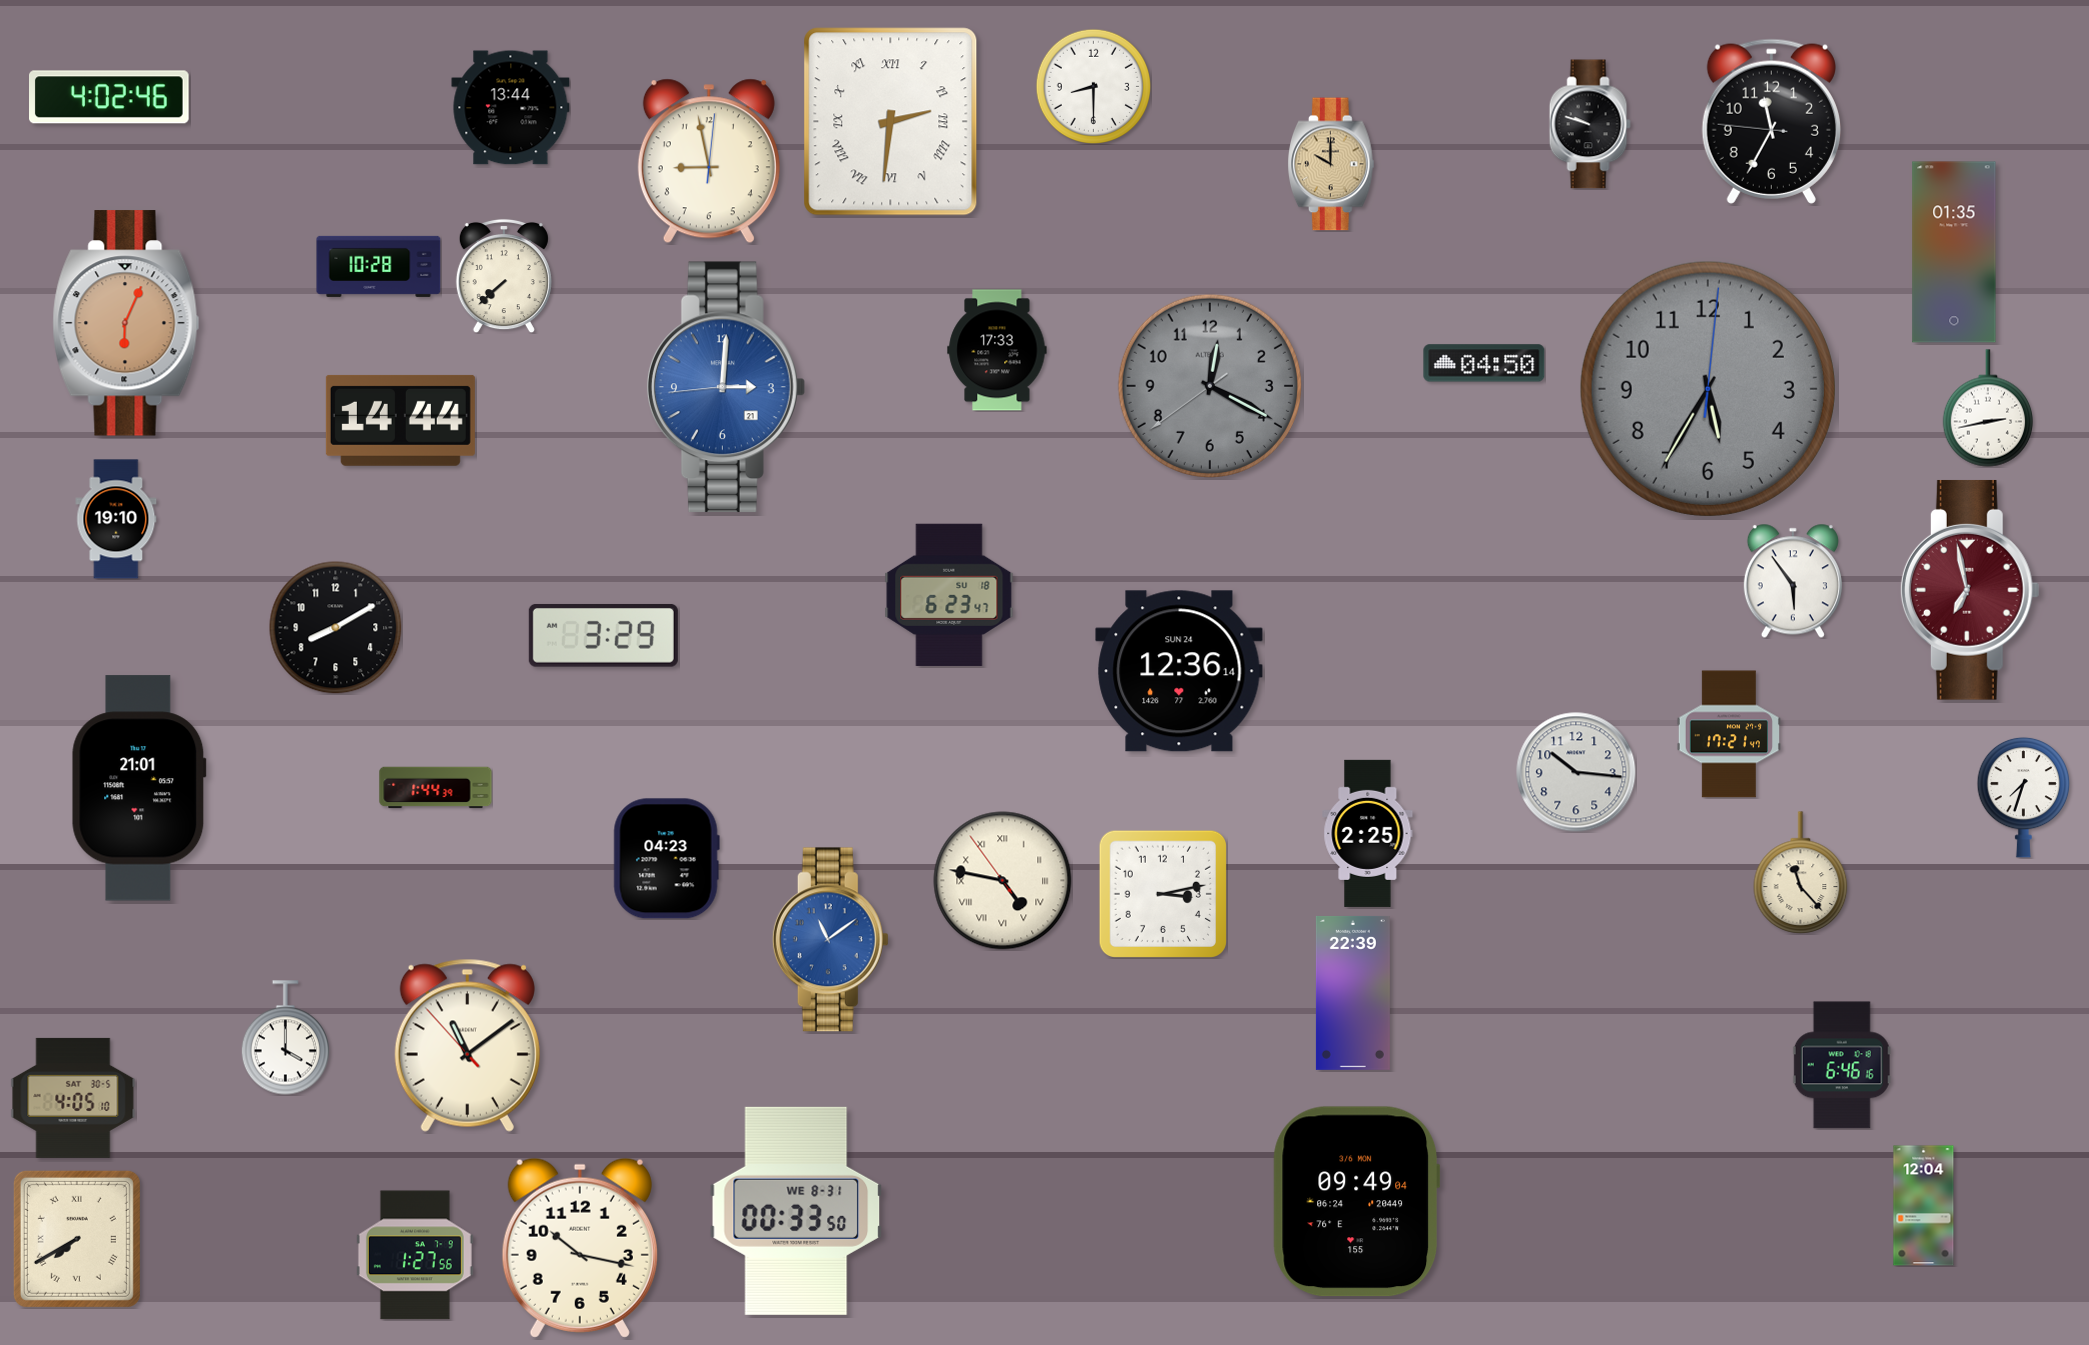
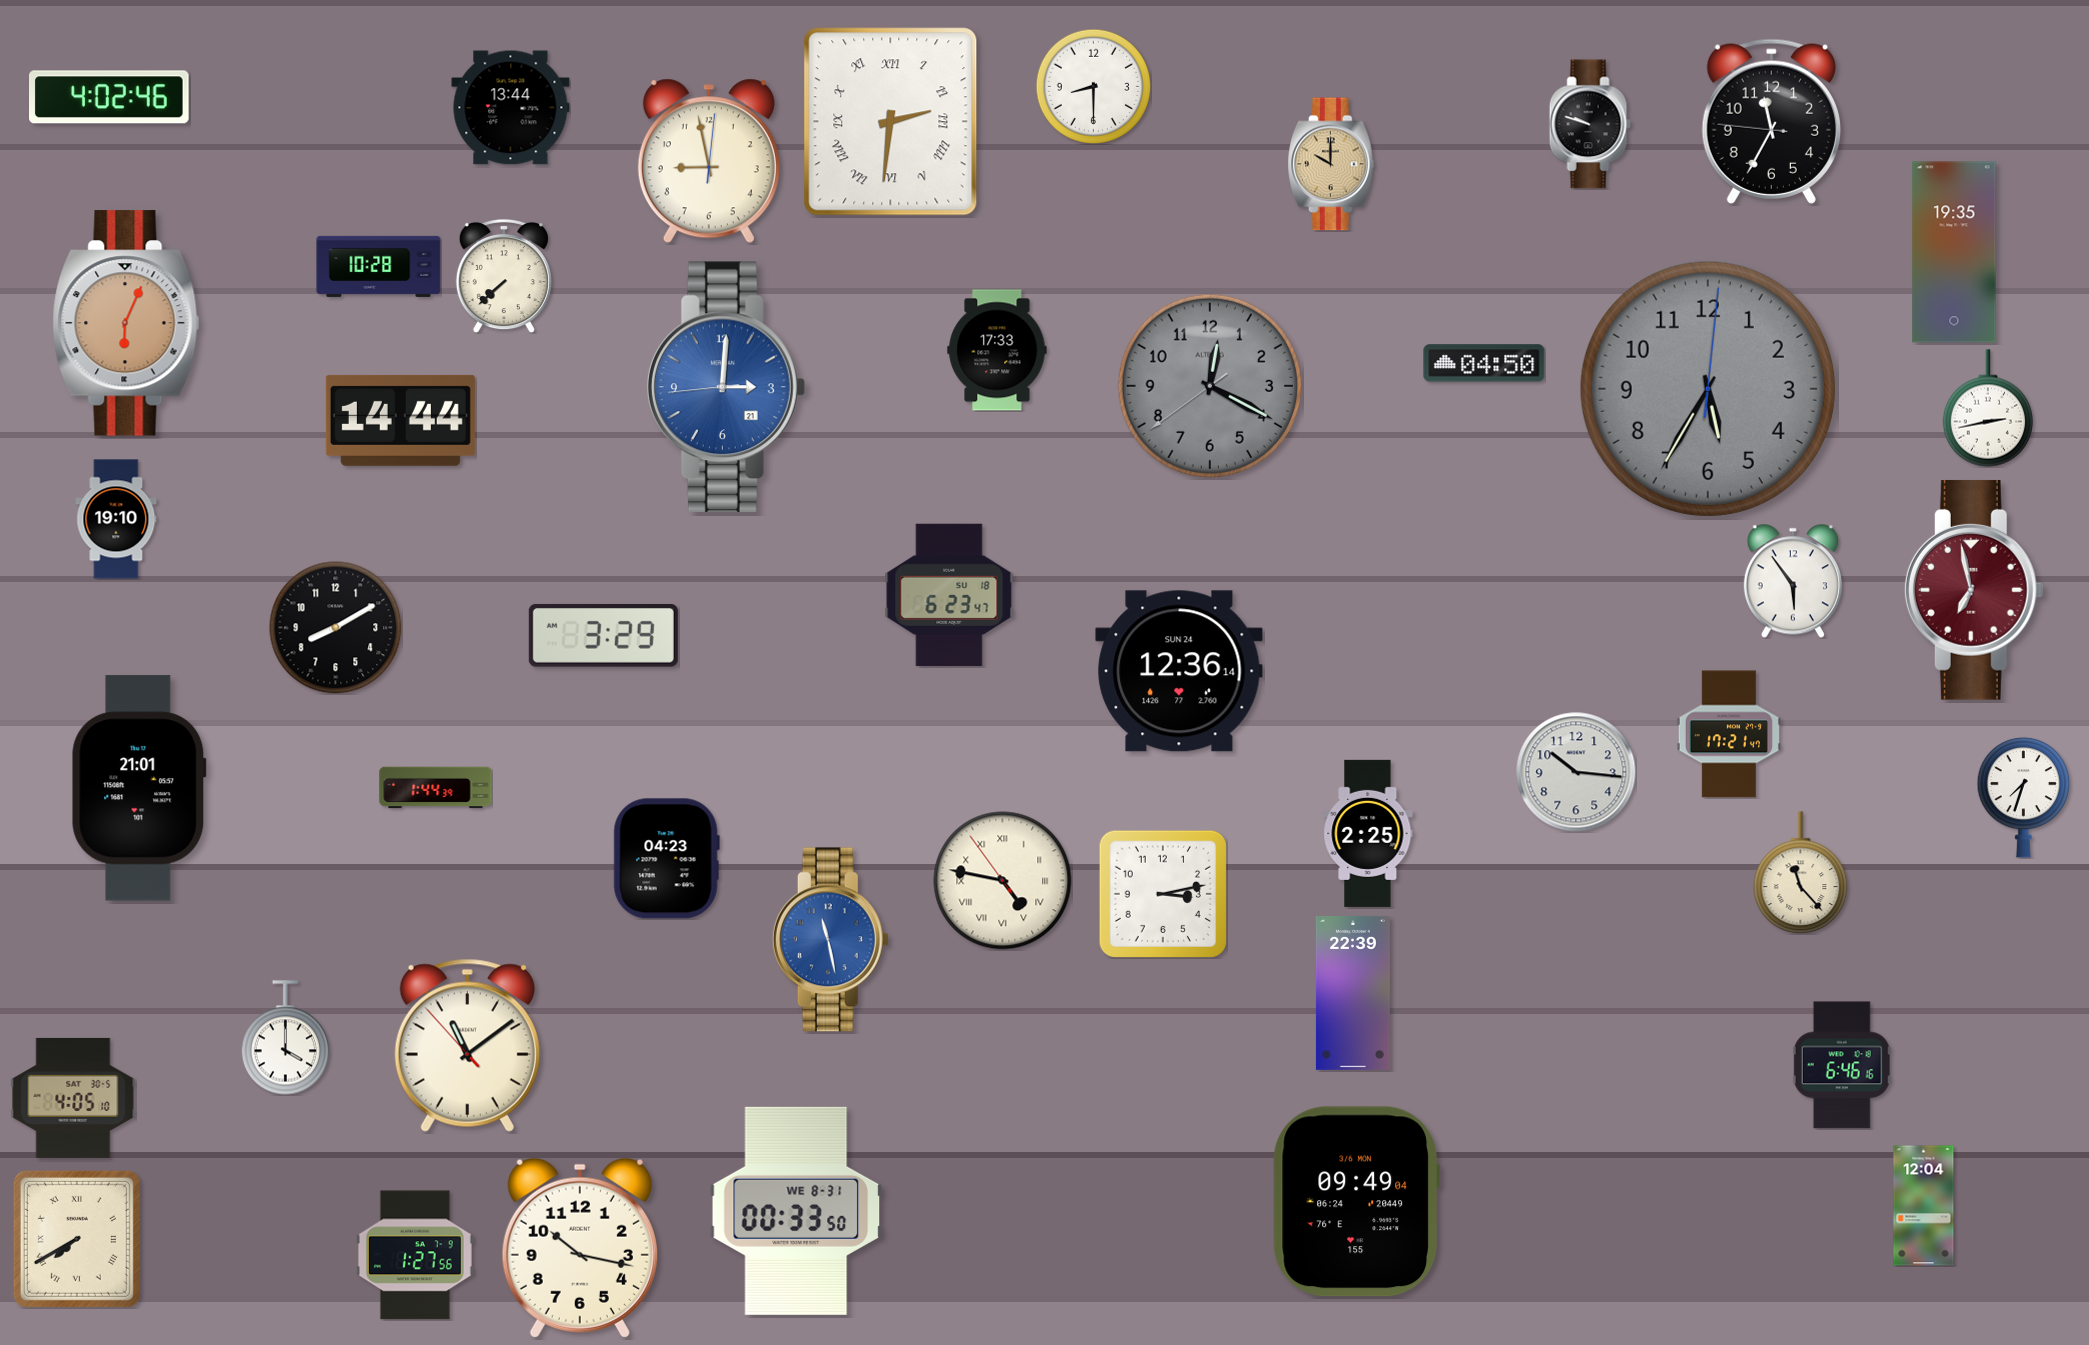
clock at (1954, 252): 01:35 -> 19:35
clock at (1970, 590) position: (1970, 590) -> (1974, 590)
clock at (830, 940): 11:09 -> 11:28
